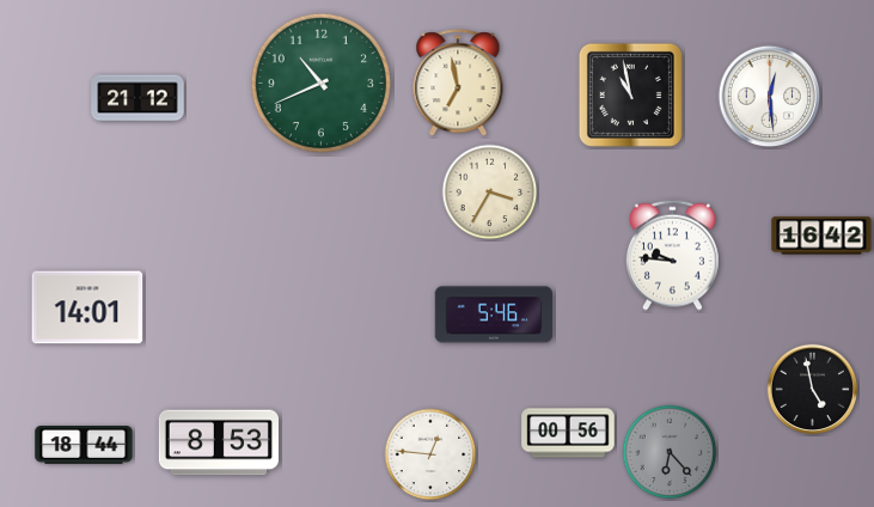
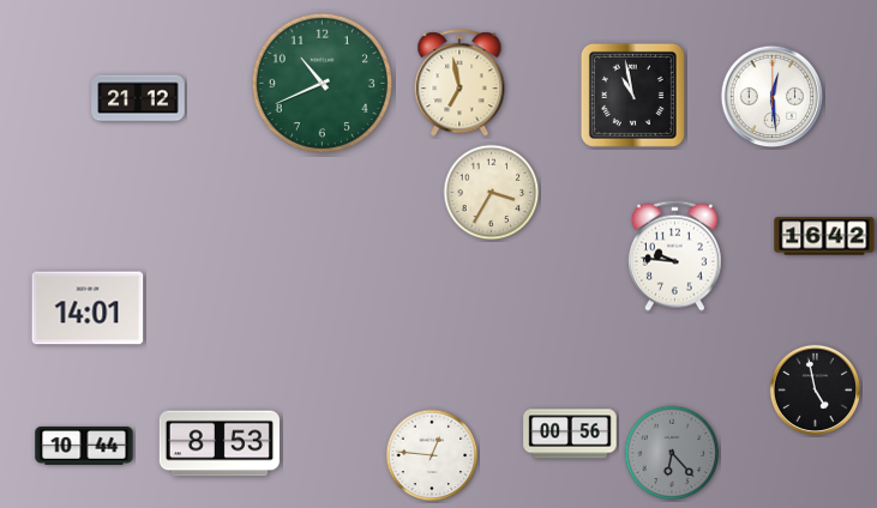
clock at (494, 314): 5:46 -> none
clock at (84, 445): 18:44 -> 10:44
